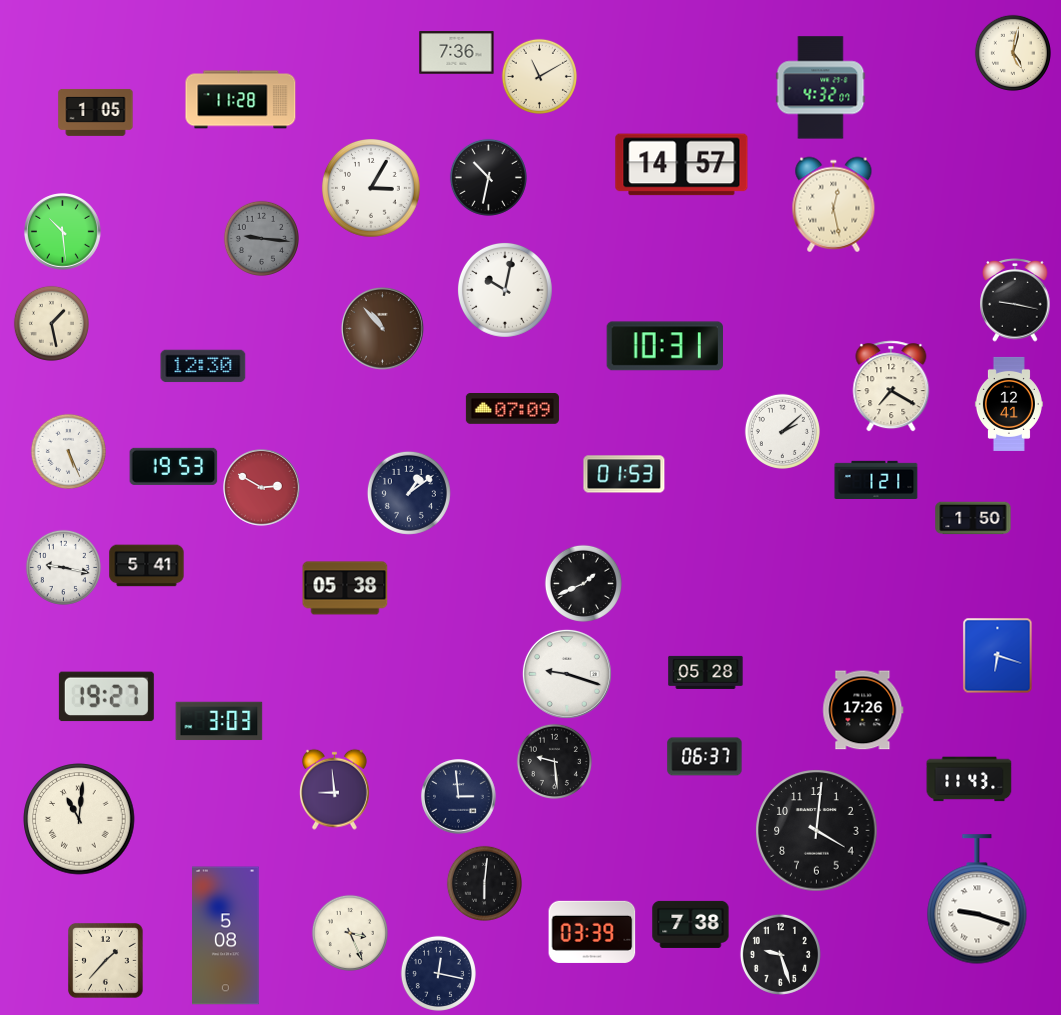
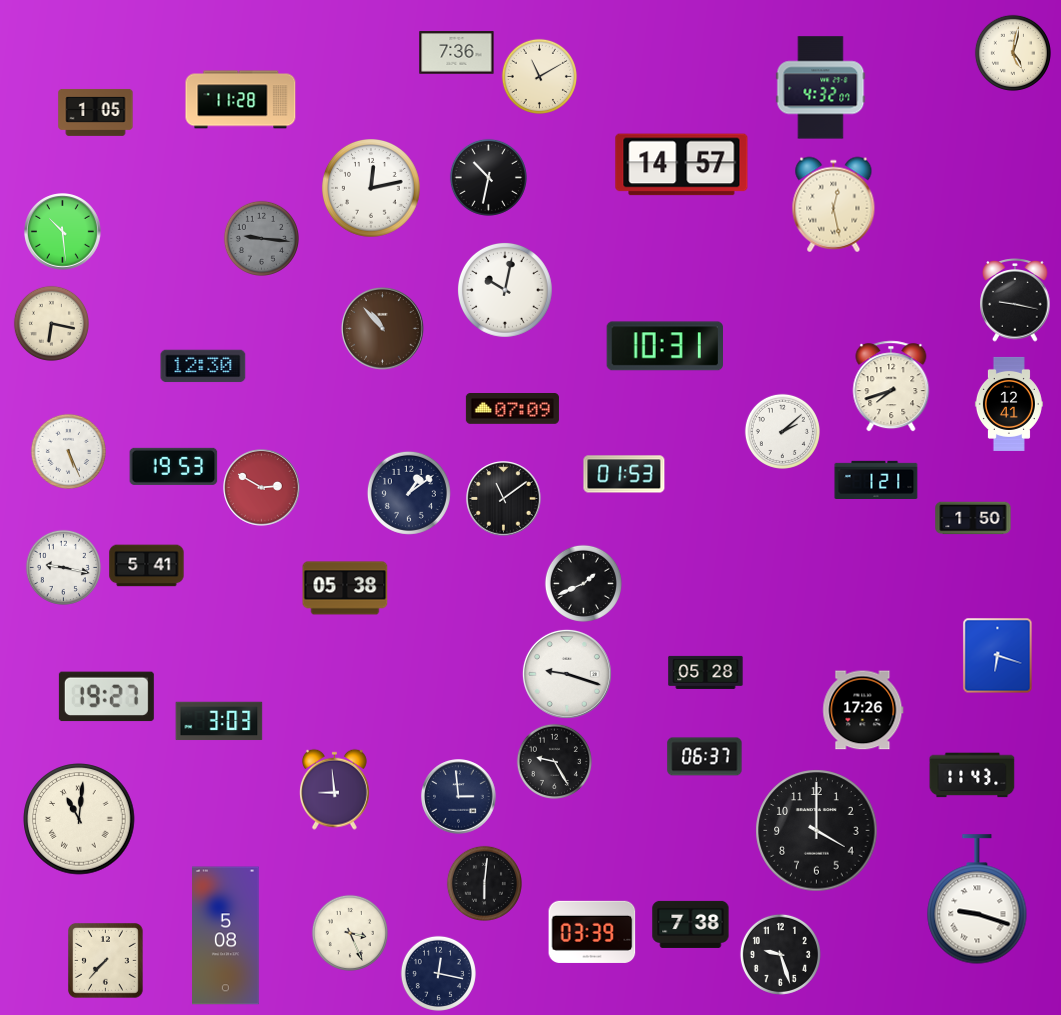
clock at (372, 189): 3:05 -> 12:13
clock at (51, 323): 1:28 -> 6:17
clock at (891, 386): 7:20 -> 7:42
clock at (504, 499): none -> 11:09
clock at (554, 761): 9:29 -> 9:25
clock at (969, 779) position: (969, 779) -> (972, 775)
clock at (817, 831): 4:01 -> 4:00
clock at (106, 961): 1:37 -> 7:37
